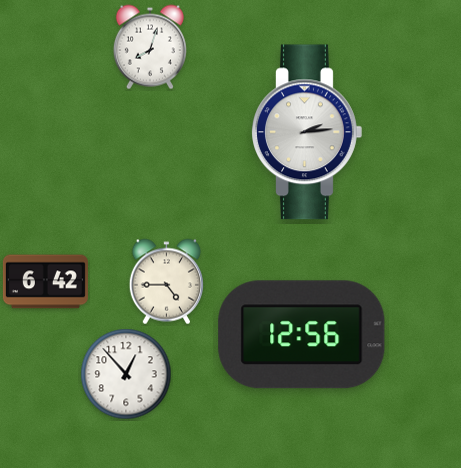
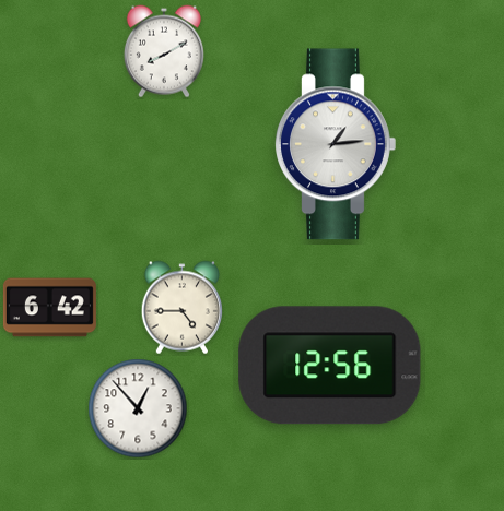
clock at (150, 47): 8:03 -> 8:10
clock at (307, 132): 2:14 -> 1:14
